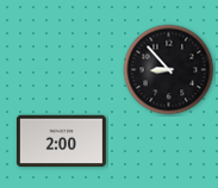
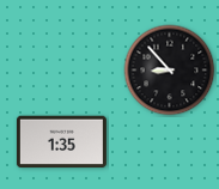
clock at (61, 142): 2:00 -> 1:35
